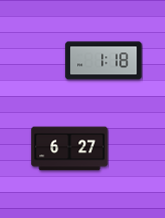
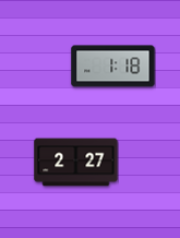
clock at (70, 149): 6:27 -> 2:27
